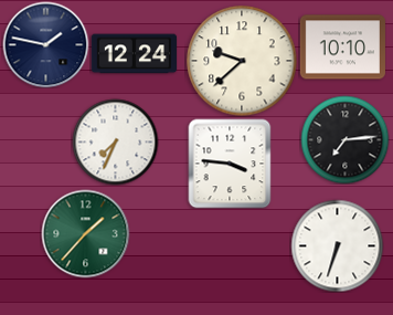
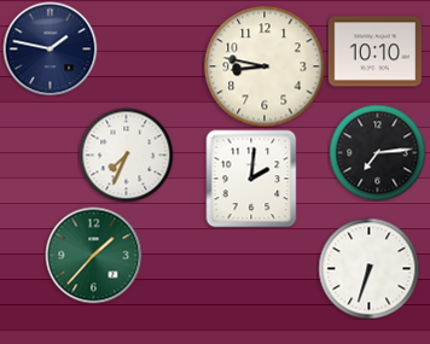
clock at (134, 54): 12:24 -> none
clock at (242, 61): 9:38 -> 8:47
clock at (230, 164): 3:46 -> 2:01
